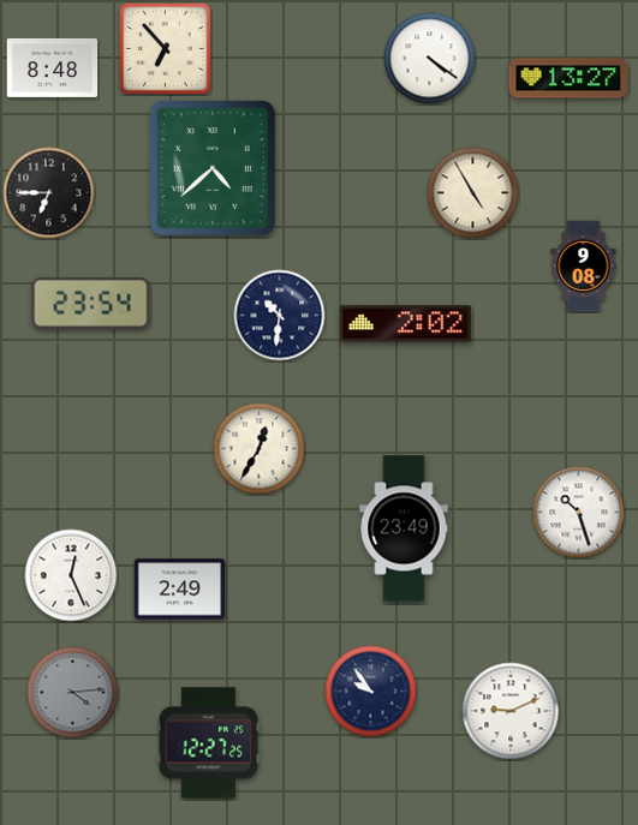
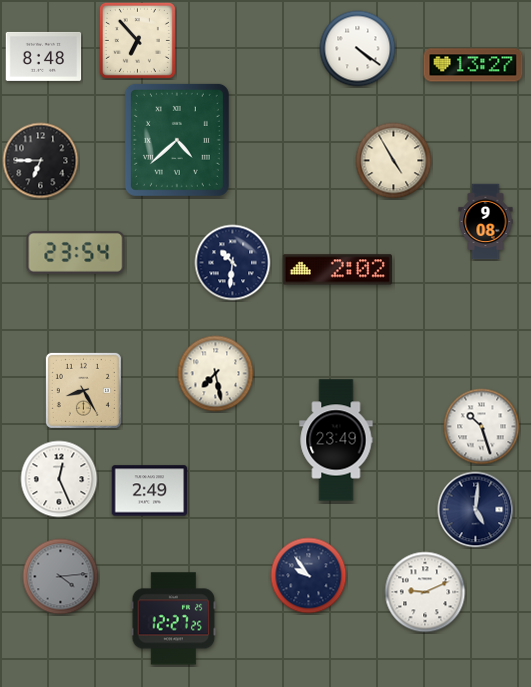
clock at (260, 449): 12:35 -> 7:28
clock at (83, 390): none -> 8:25
clock at (476, 510): none -> 5:01
